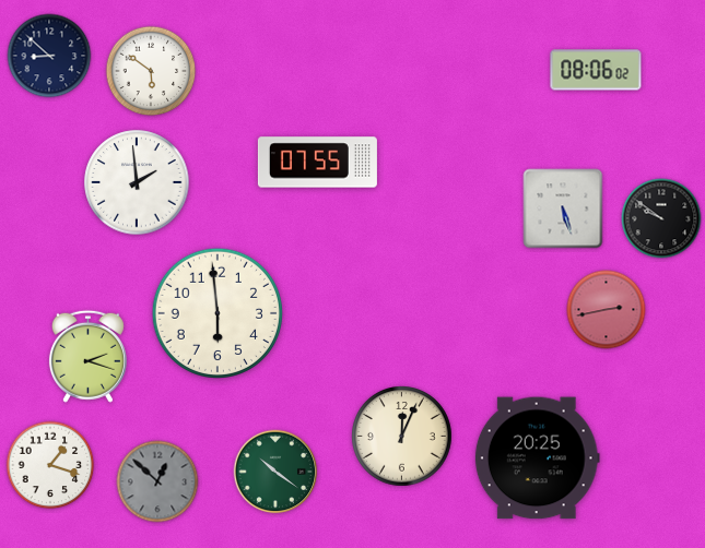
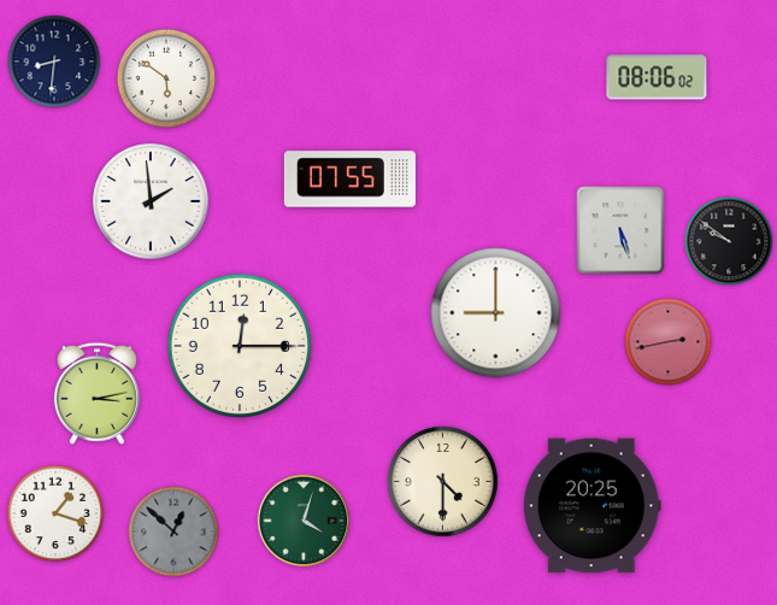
clock at (49, 56): 8:52 -> 8:31
clock at (496, 313): none -> 9:00
clock at (218, 313): 5:59 -> 12:15
clock at (87, 356): 2:18 -> 3:13
clock at (402, 437): 12:04 -> 4:30
clock at (275, 472): 10:21 -> 4:03
